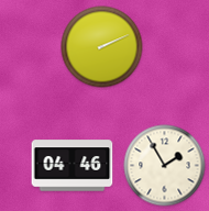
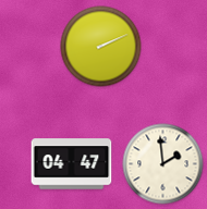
clock at (73, 166): 04:46 -> 04:47
clock at (165, 166): 1:55 -> 1:59
